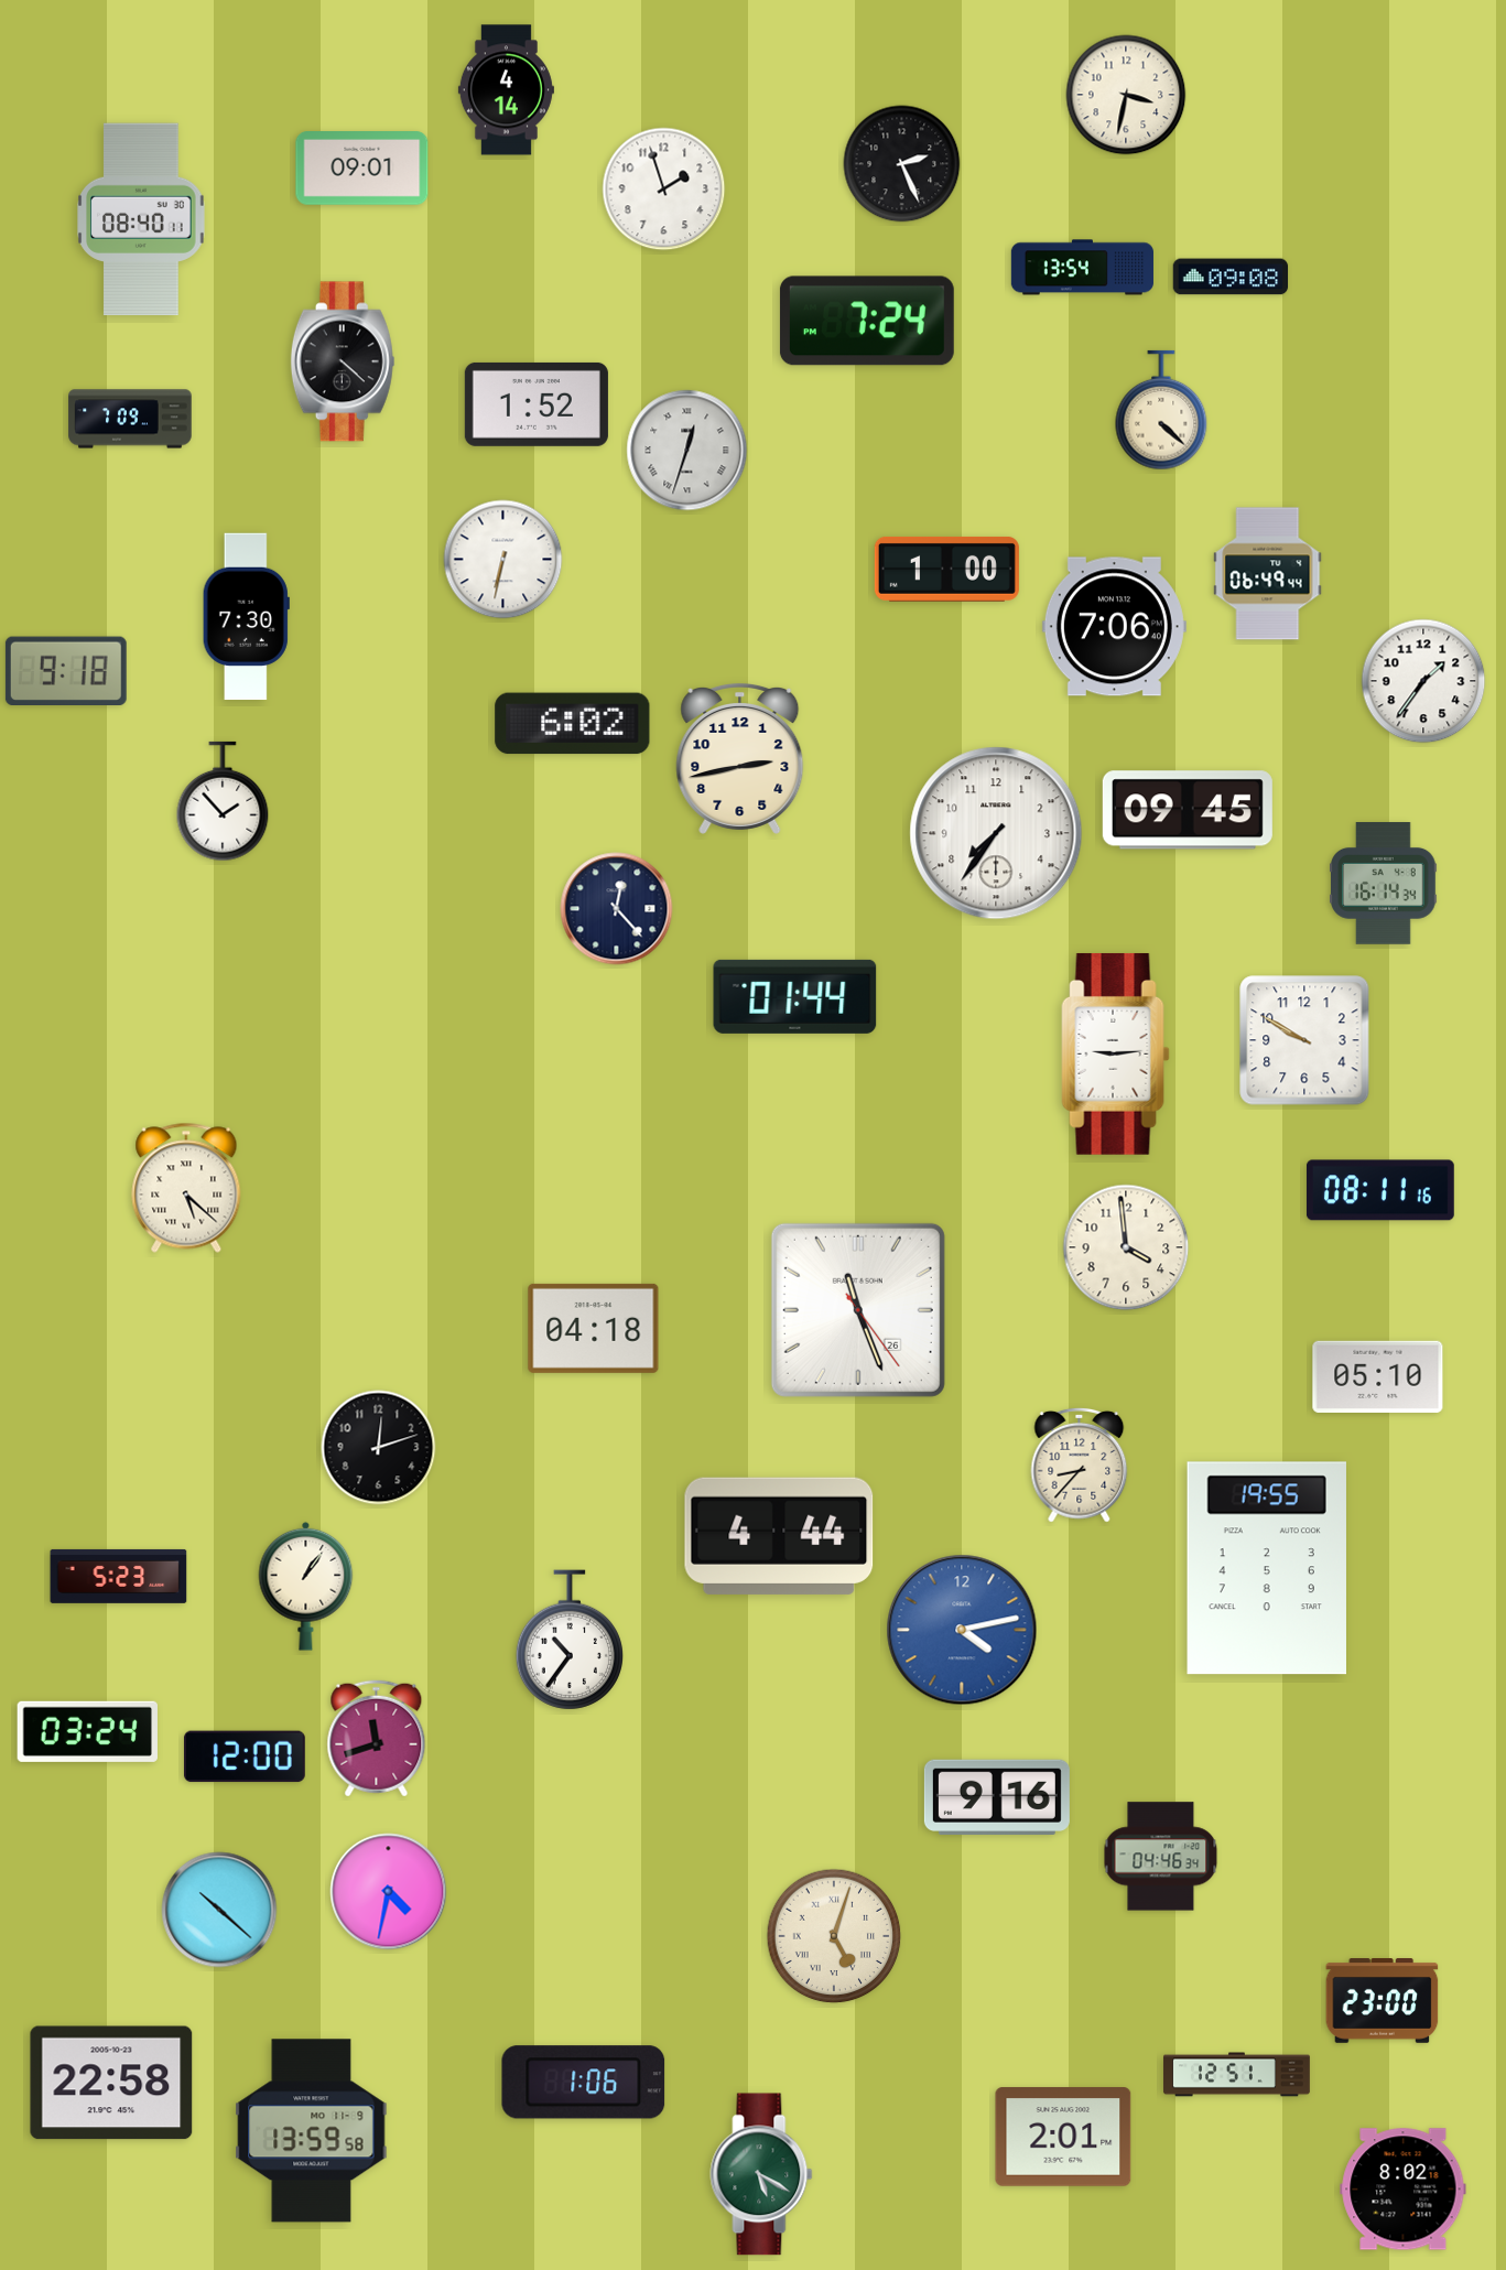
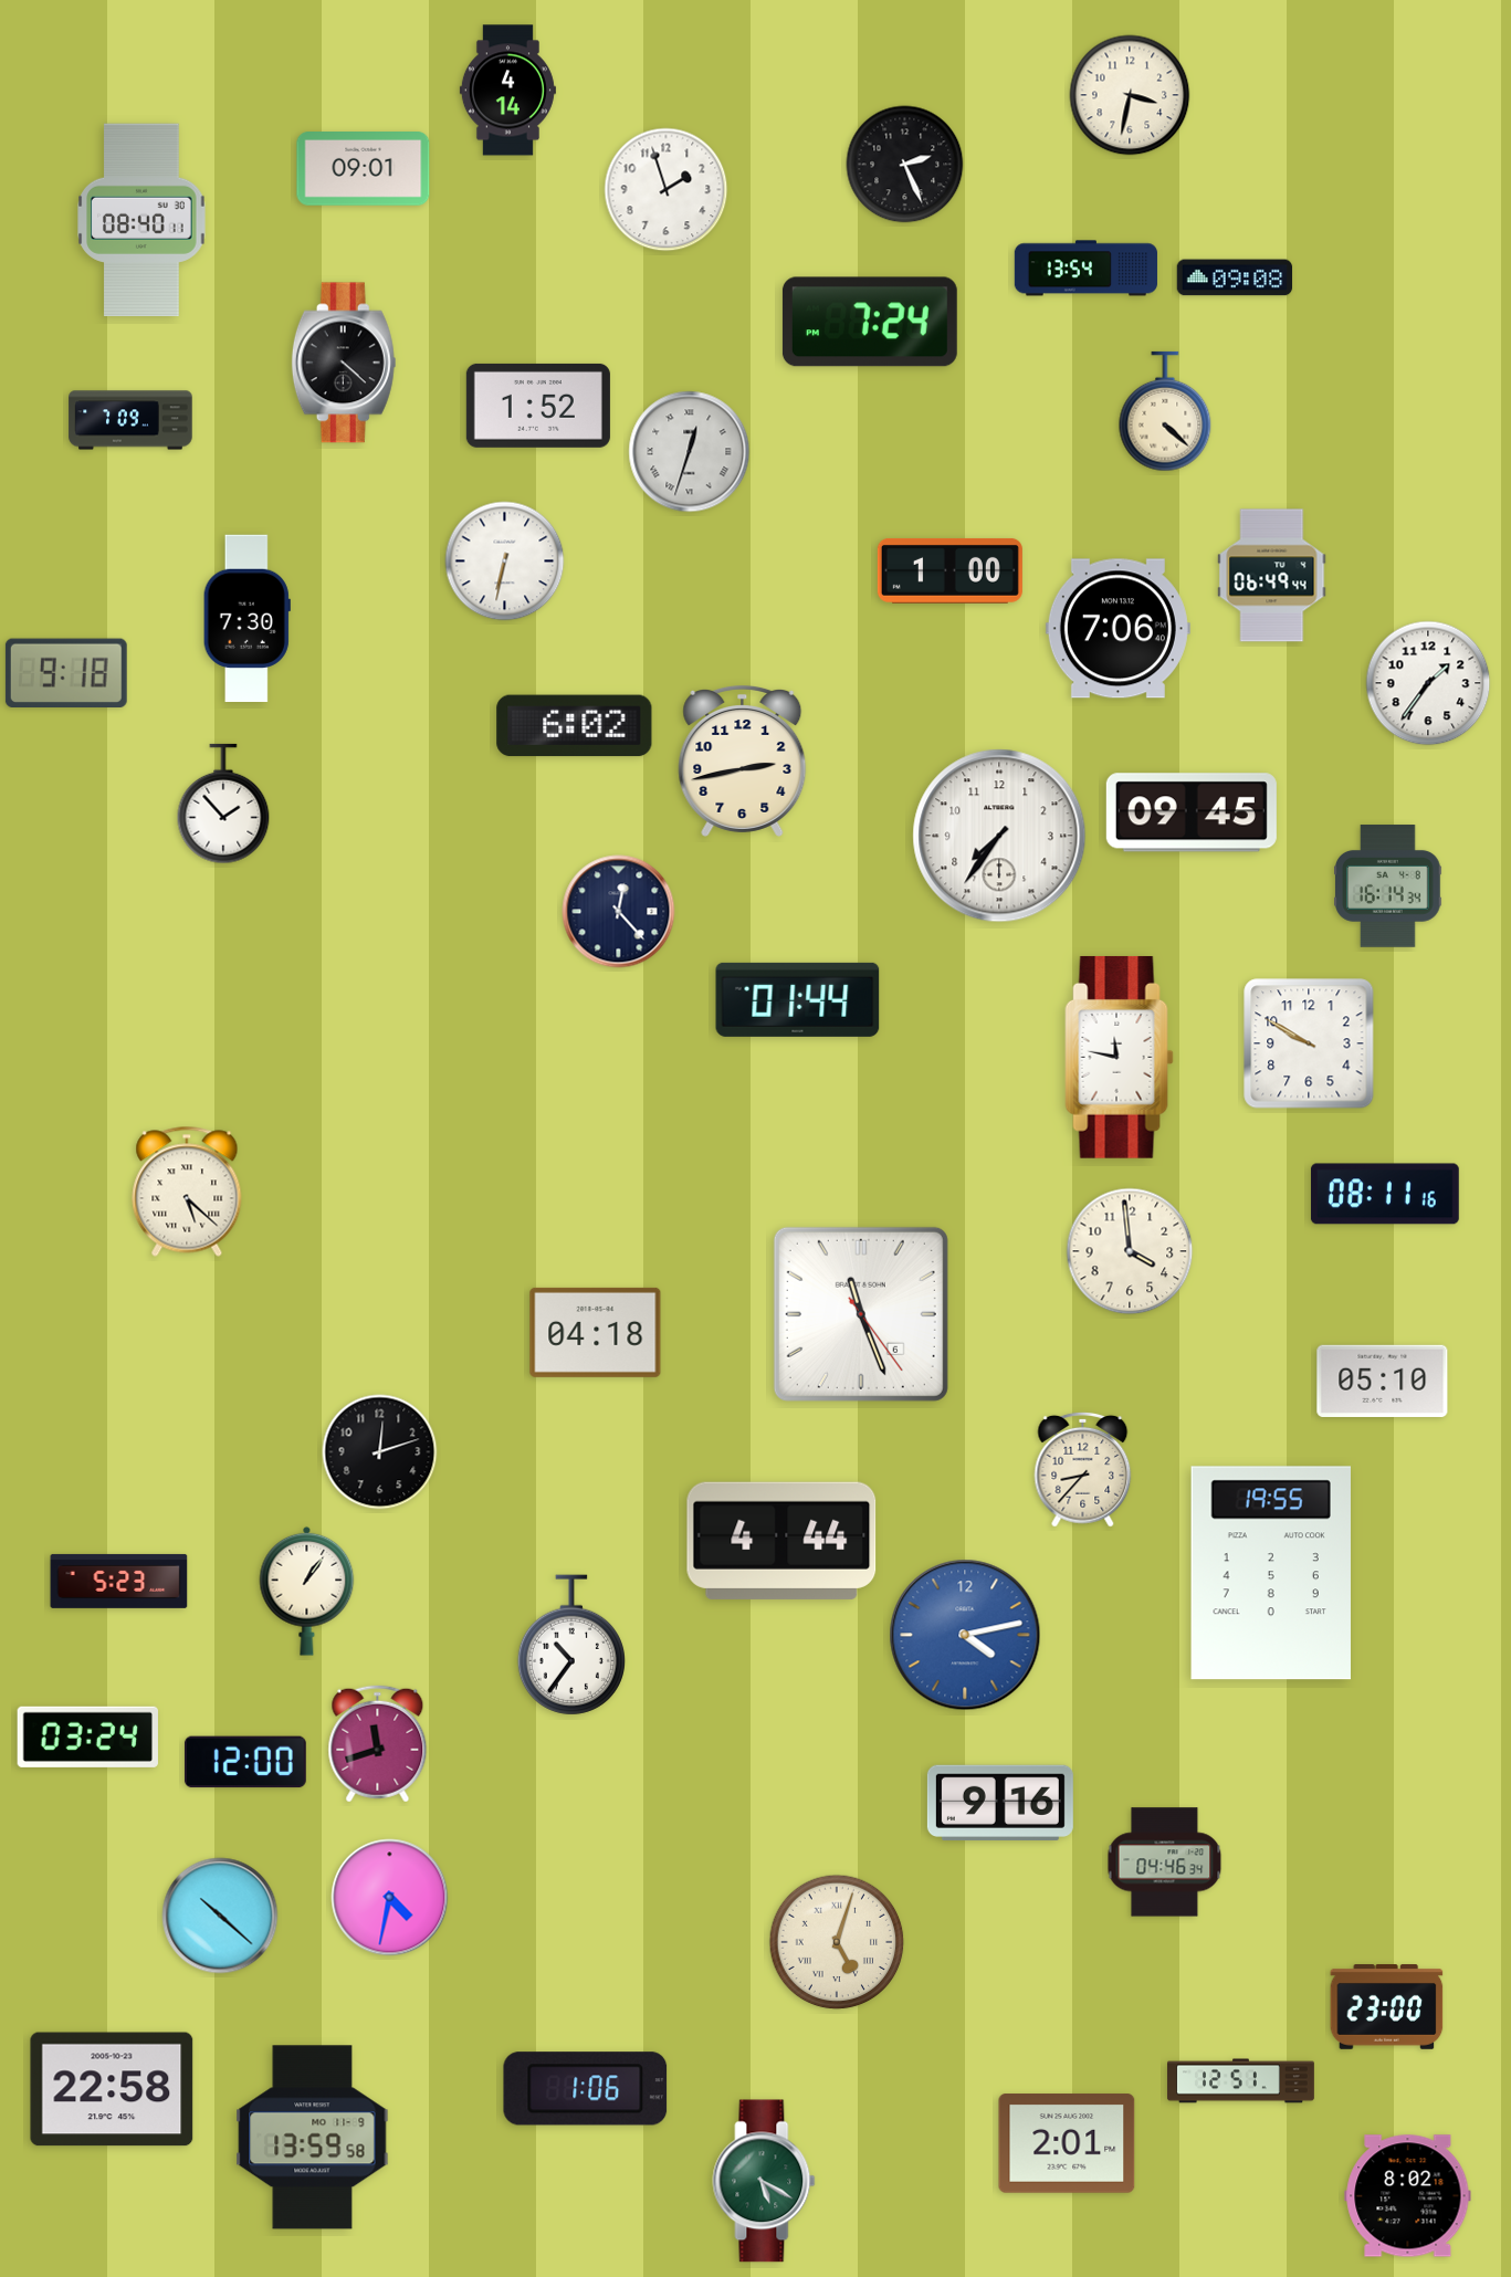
clock at (1116, 1053): 9:14 -> 11:47
clock at (858, 1310) date: 26 -> 6
